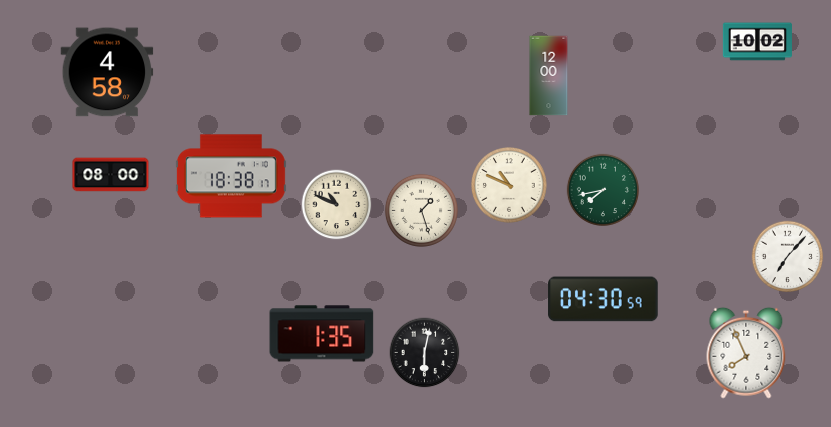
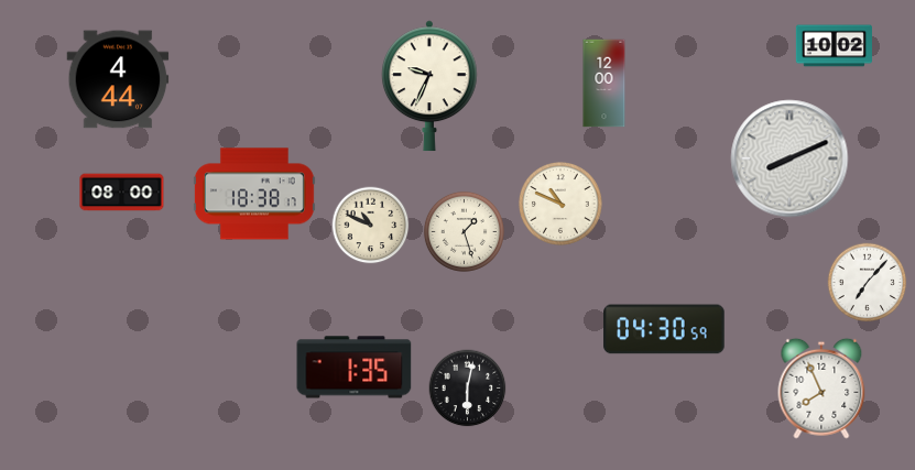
clock at (107, 72): 4:58 -> 4:44
clock at (431, 86): none -> 9:34
clock at (789, 159): none -> 8:11
clock at (602, 189): 7:43 -> none
